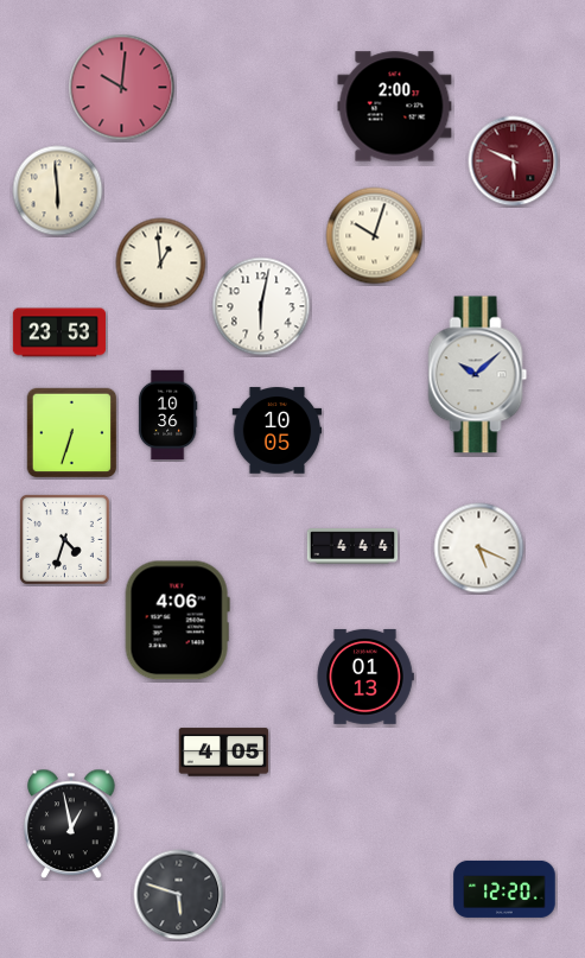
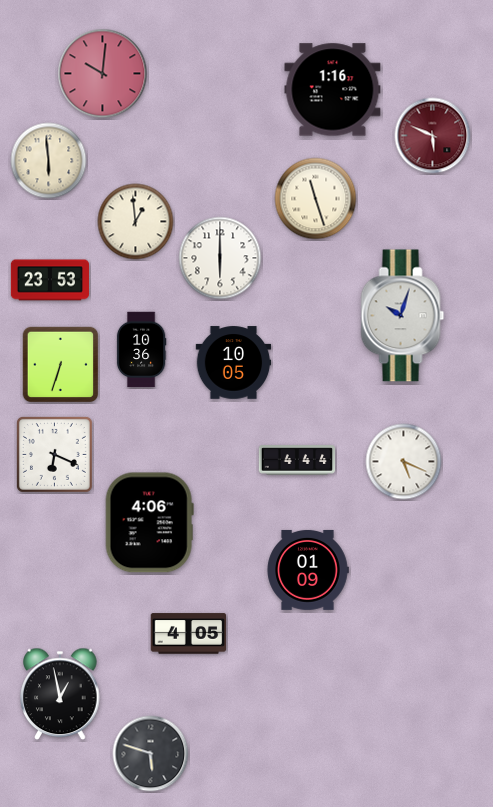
clock at (395, 107): 2:00 -> 1:16
clock at (375, 236): 10:03 -> 11:27
clock at (261, 306): 6:02 -> 6:00
clock at (478, 375): 10:08 -> 10:03
clock at (64, 539): 4:33 -> 6:19
clock at (365, 677): 01:13 -> 01:09
clock at (504, 889): 12:20 -> none
